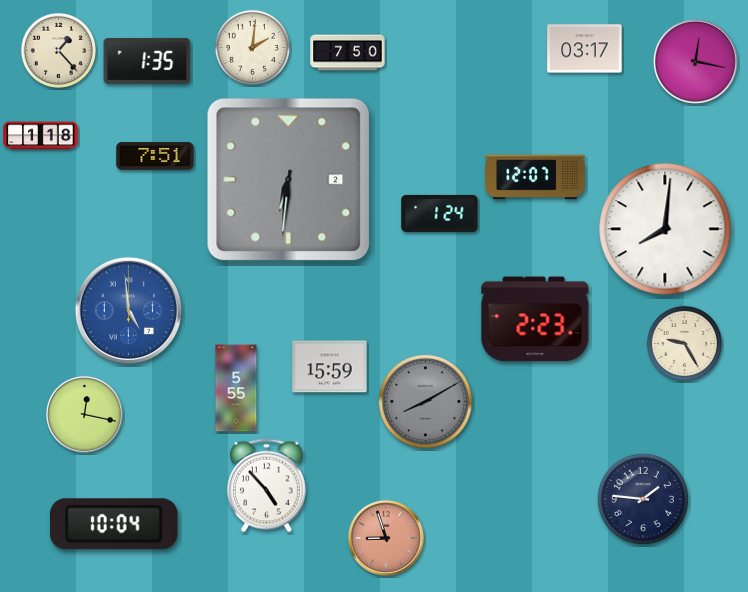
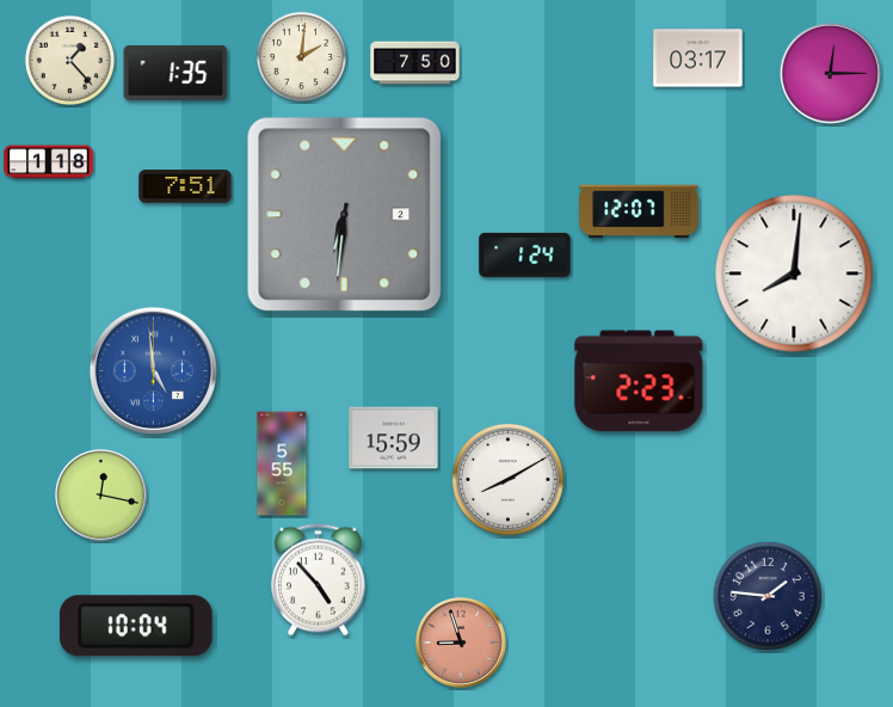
clock at (695, 61): 12:17 -> 12:15
clock at (684, 343): 9:25 -> none
clock at (425, 401) dial: grey -> white
